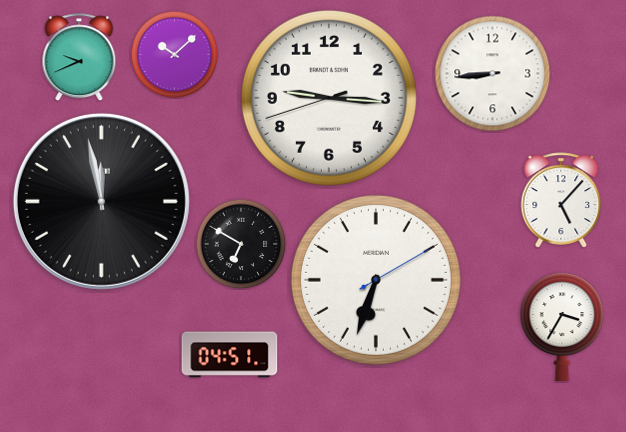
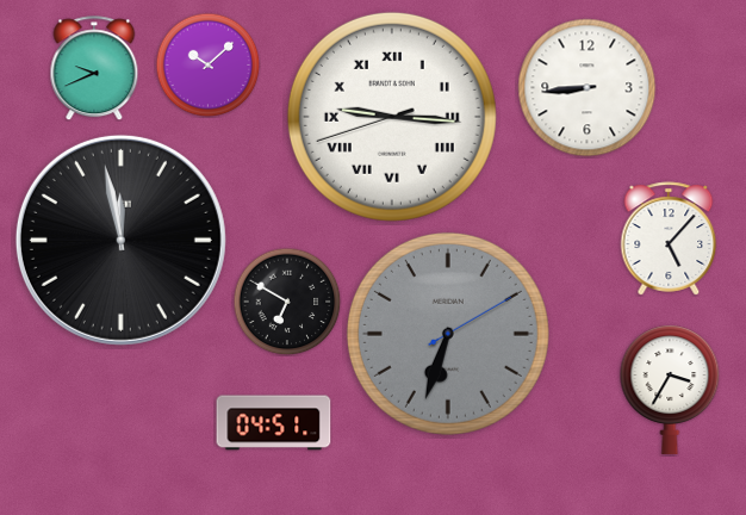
clock at (329, 98) numerals: Arabic -> Roman
clock at (241, 244) position: (241, 244) -> (287, 302)
clock at (376, 280) dial: white -> grey
